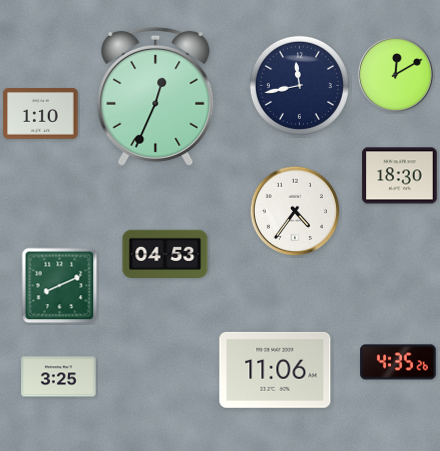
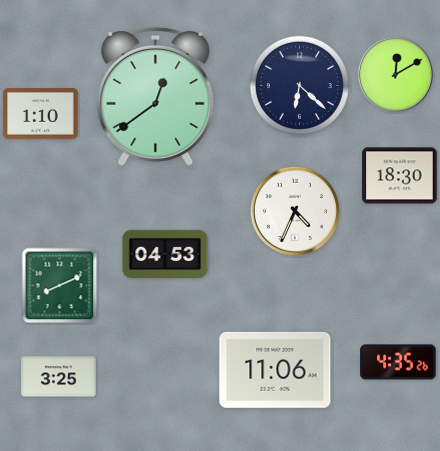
clock at (299, 85): 11:43 -> 6:22
clock at (156, 96): 12:34 -> 12:39
clock at (294, 210): 4:36 -> 4:34
